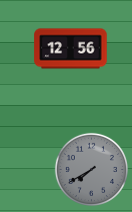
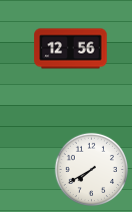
clock at (91, 169) dial: grey -> white
